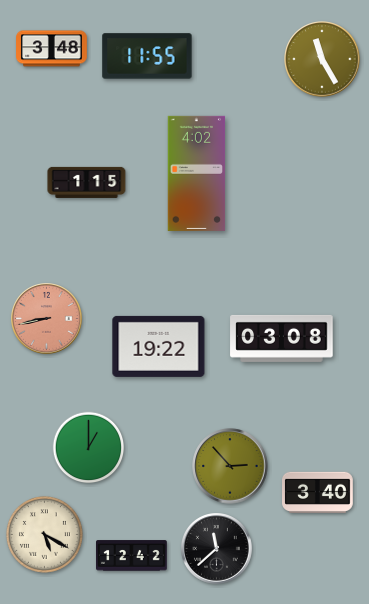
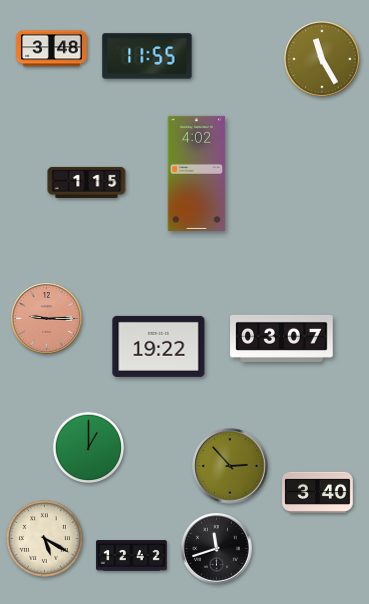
clock at (47, 319): 8:43 -> 9:15
clock at (282, 338): 03:08 -> 03:07
clock at (44, 534) position: (44, 534) -> (44, 538)
clock at (217, 549): 11:38 -> 11:42
